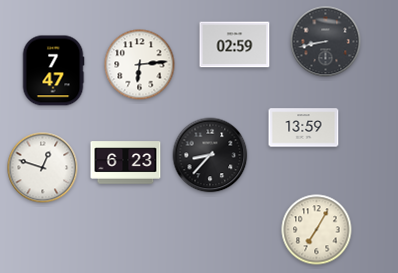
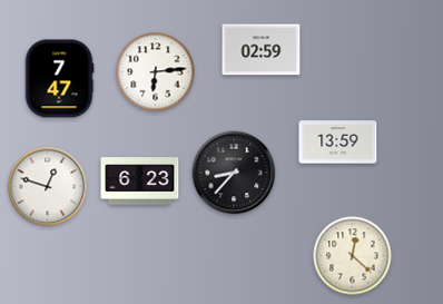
clock at (326, 42): 8:43 -> none
clock at (317, 230): 7:05 -> 12:22
